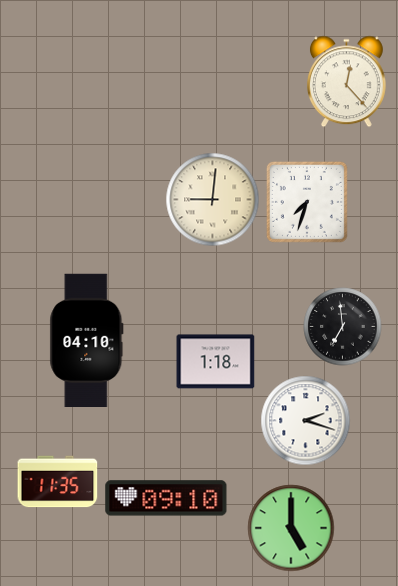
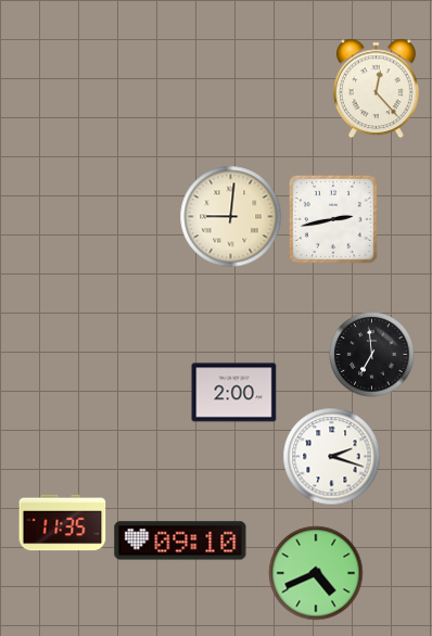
clock at (307, 202): 7:33 -> 2:43
clock at (87, 340): 04:10 -> none
clock at (216, 362): 1:18 -> 2:00
clock at (291, 528): 5:00 -> 4:41
